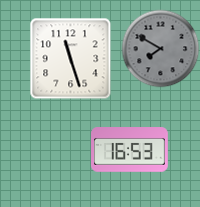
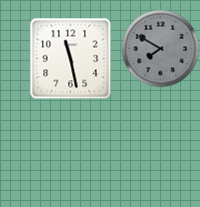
clock at (70, 58): 11:27 -> 11:28
clock at (130, 150): 16:53 -> none
